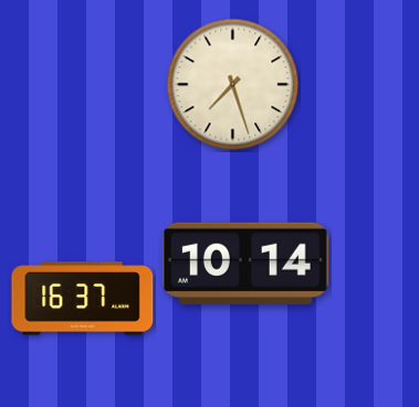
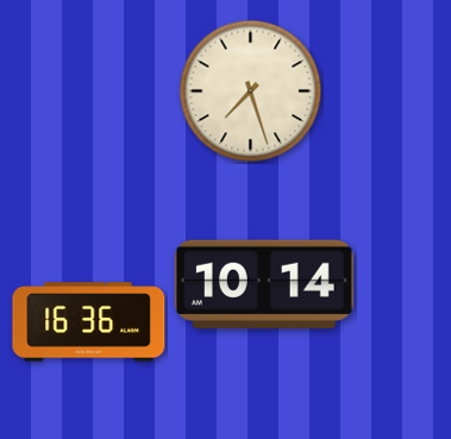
clock at (83, 299): 16:37 -> 16:36
